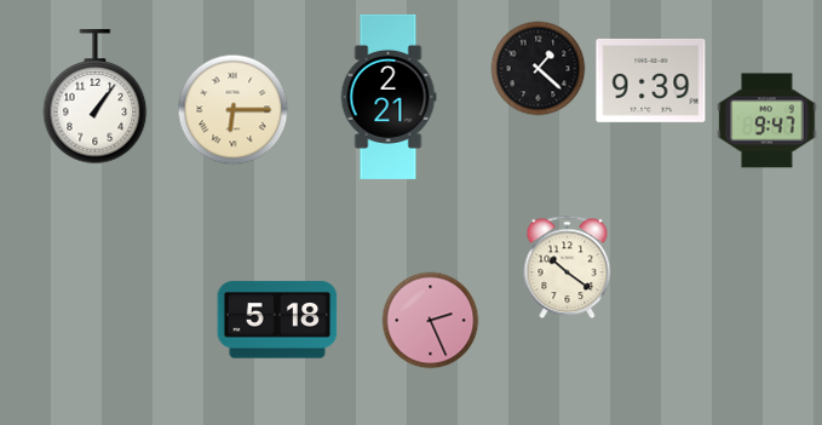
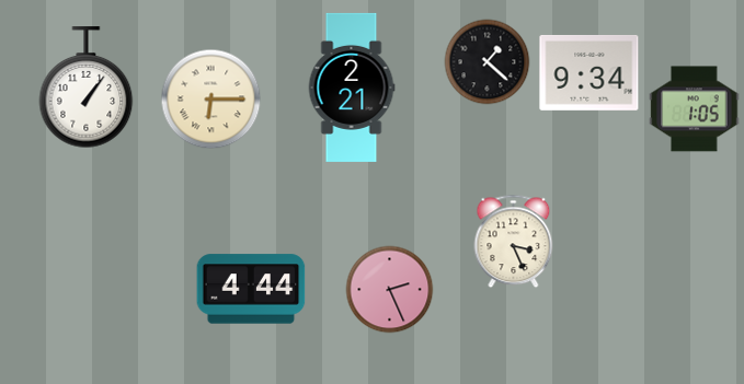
clock at (651, 80): 9:39 -> 9:34
clock at (768, 121): 9:47 -> 1:05
clock at (568, 268): 10:21 -> 3:26
clock at (277, 320): 5:18 -> 4:44
